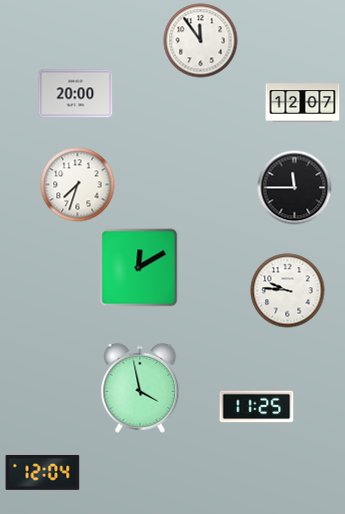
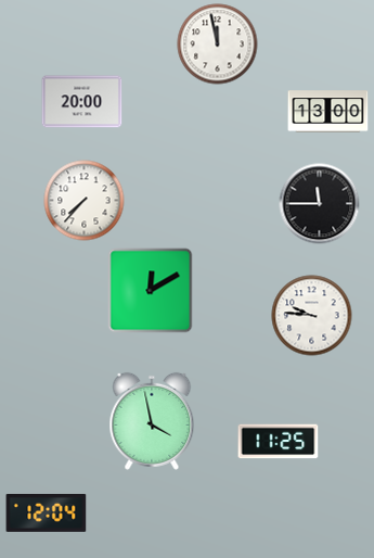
clock at (201, 41): 11:54 -> 11:58
clock at (303, 103): 12:07 -> 13:00
clock at (78, 185): 7:33 -> 7:37
